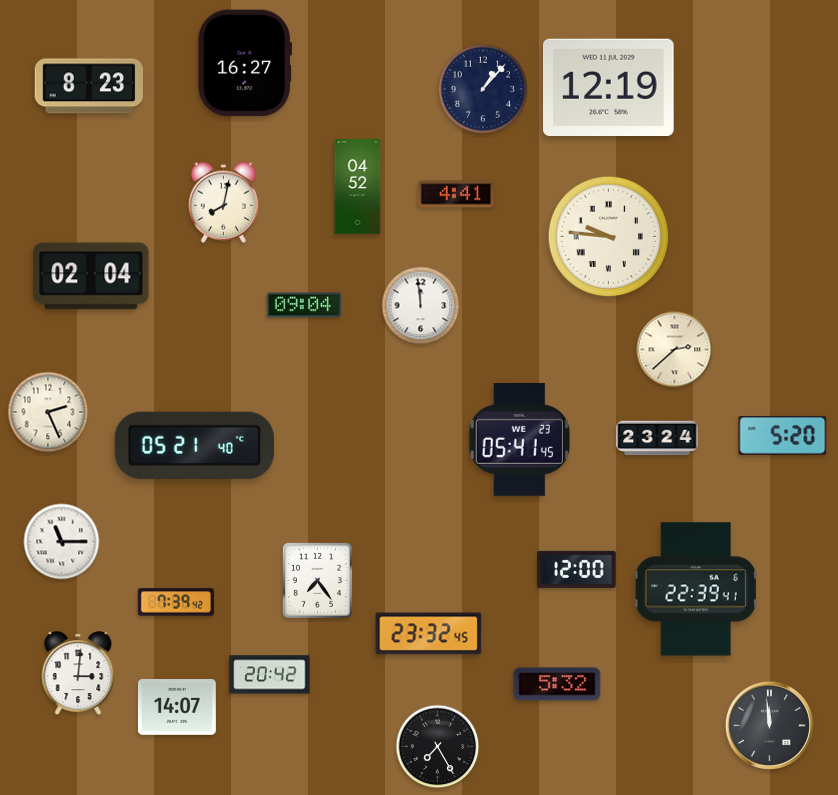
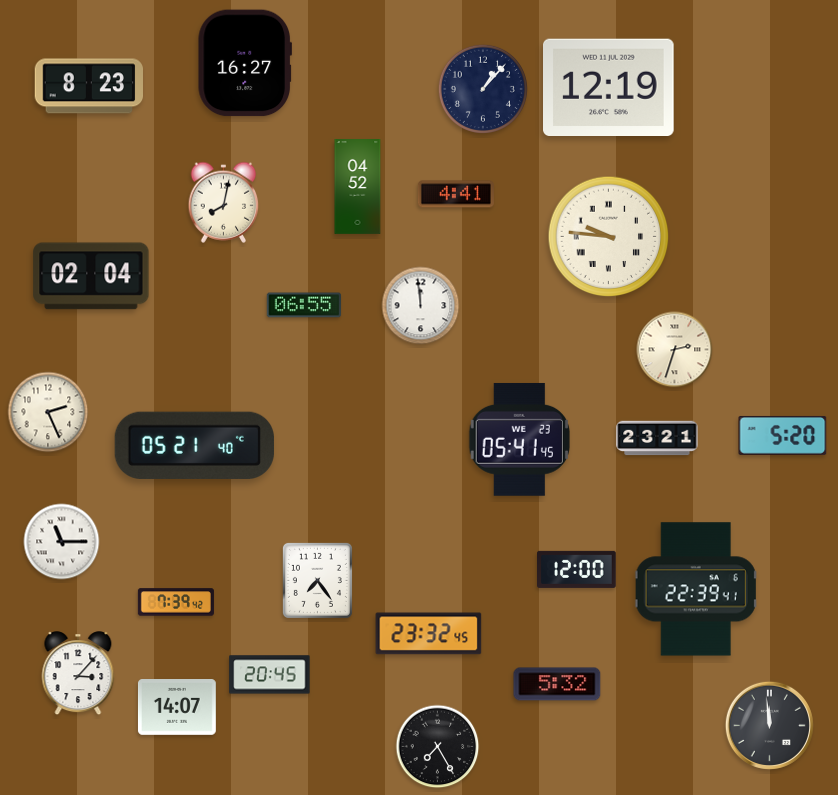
clock at (304, 305): 09:04 -> 06:55
clock at (675, 350): 2:38 -> 2:33
clock at (657, 438): 23:24 -> 23:21
clock at (78, 674): 3:01 -> 3:07
clock at (270, 675): 20:42 -> 20:45
